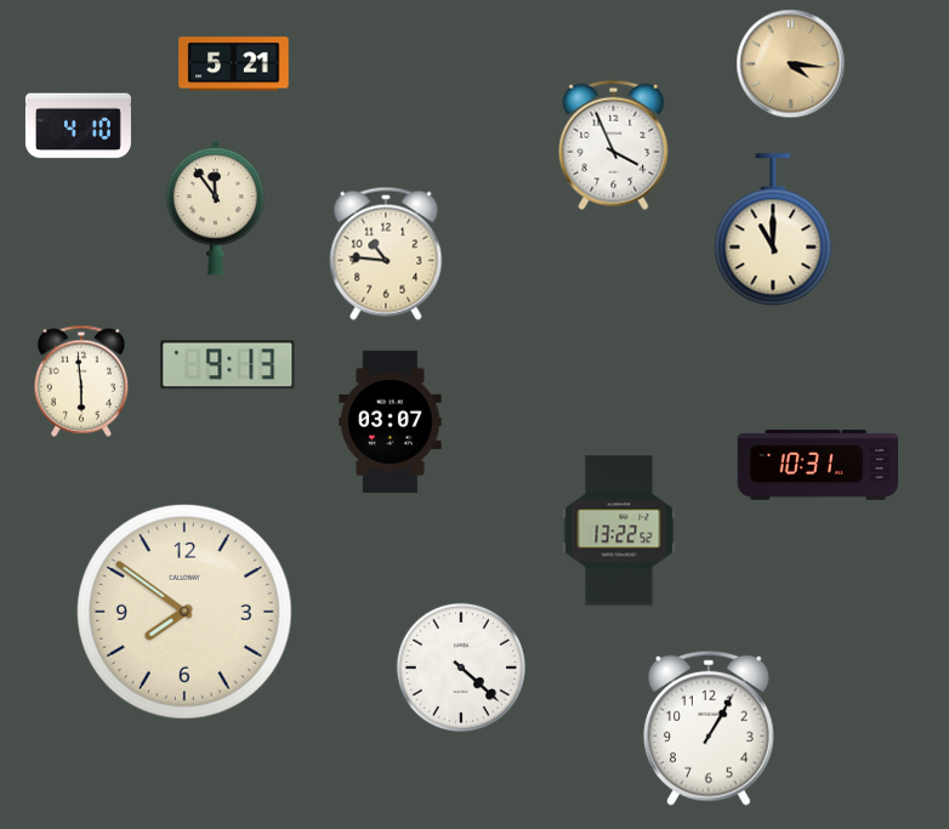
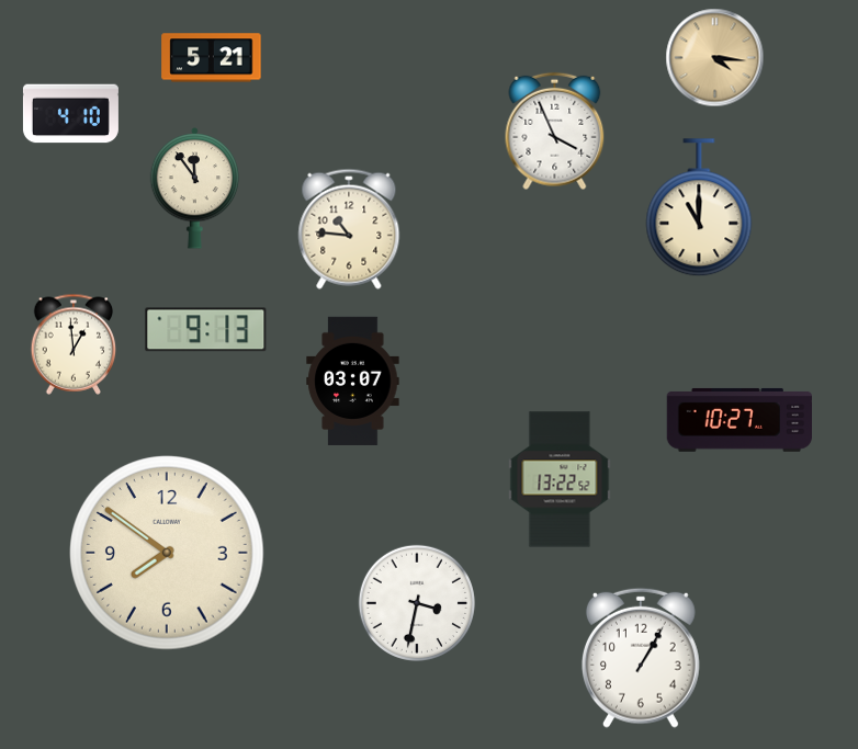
clock at (81, 381): 5:59 -> 12:59
clock at (817, 465): 10:31 -> 10:27
clock at (461, 668): 4:22 -> 3:32
